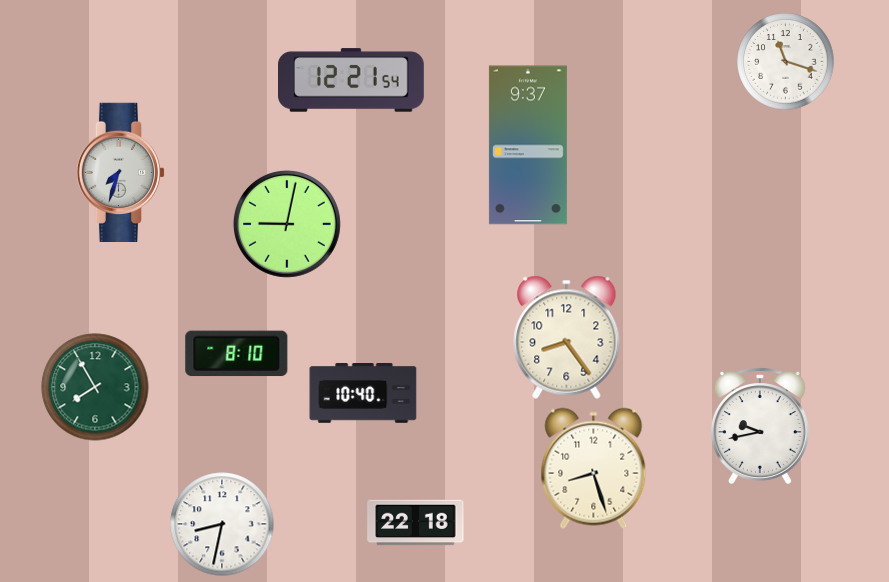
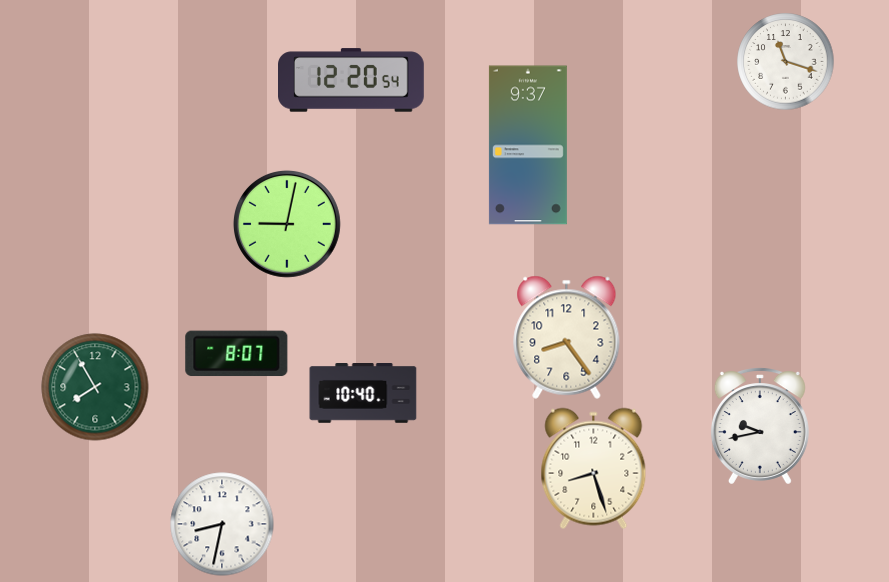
clock at (352, 80): 12:21 -> 12:20
clock at (121, 172): 7:33 -> none
clock at (237, 354): 8:10 -> 8:07
clock at (416, 523): 22:18 -> none
